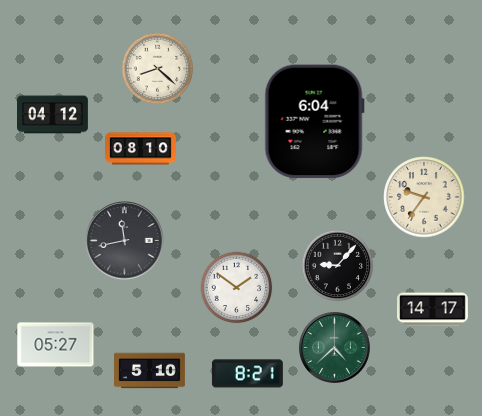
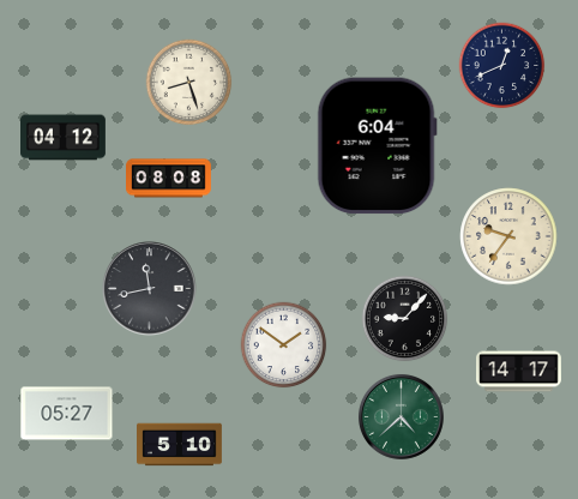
clock at (502, 66): none -> 12:41
clock at (158, 69): 8:22 -> 8:27
clock at (141, 149): 08:10 -> 08:08
clock at (247, 374): 8:21 -> none
